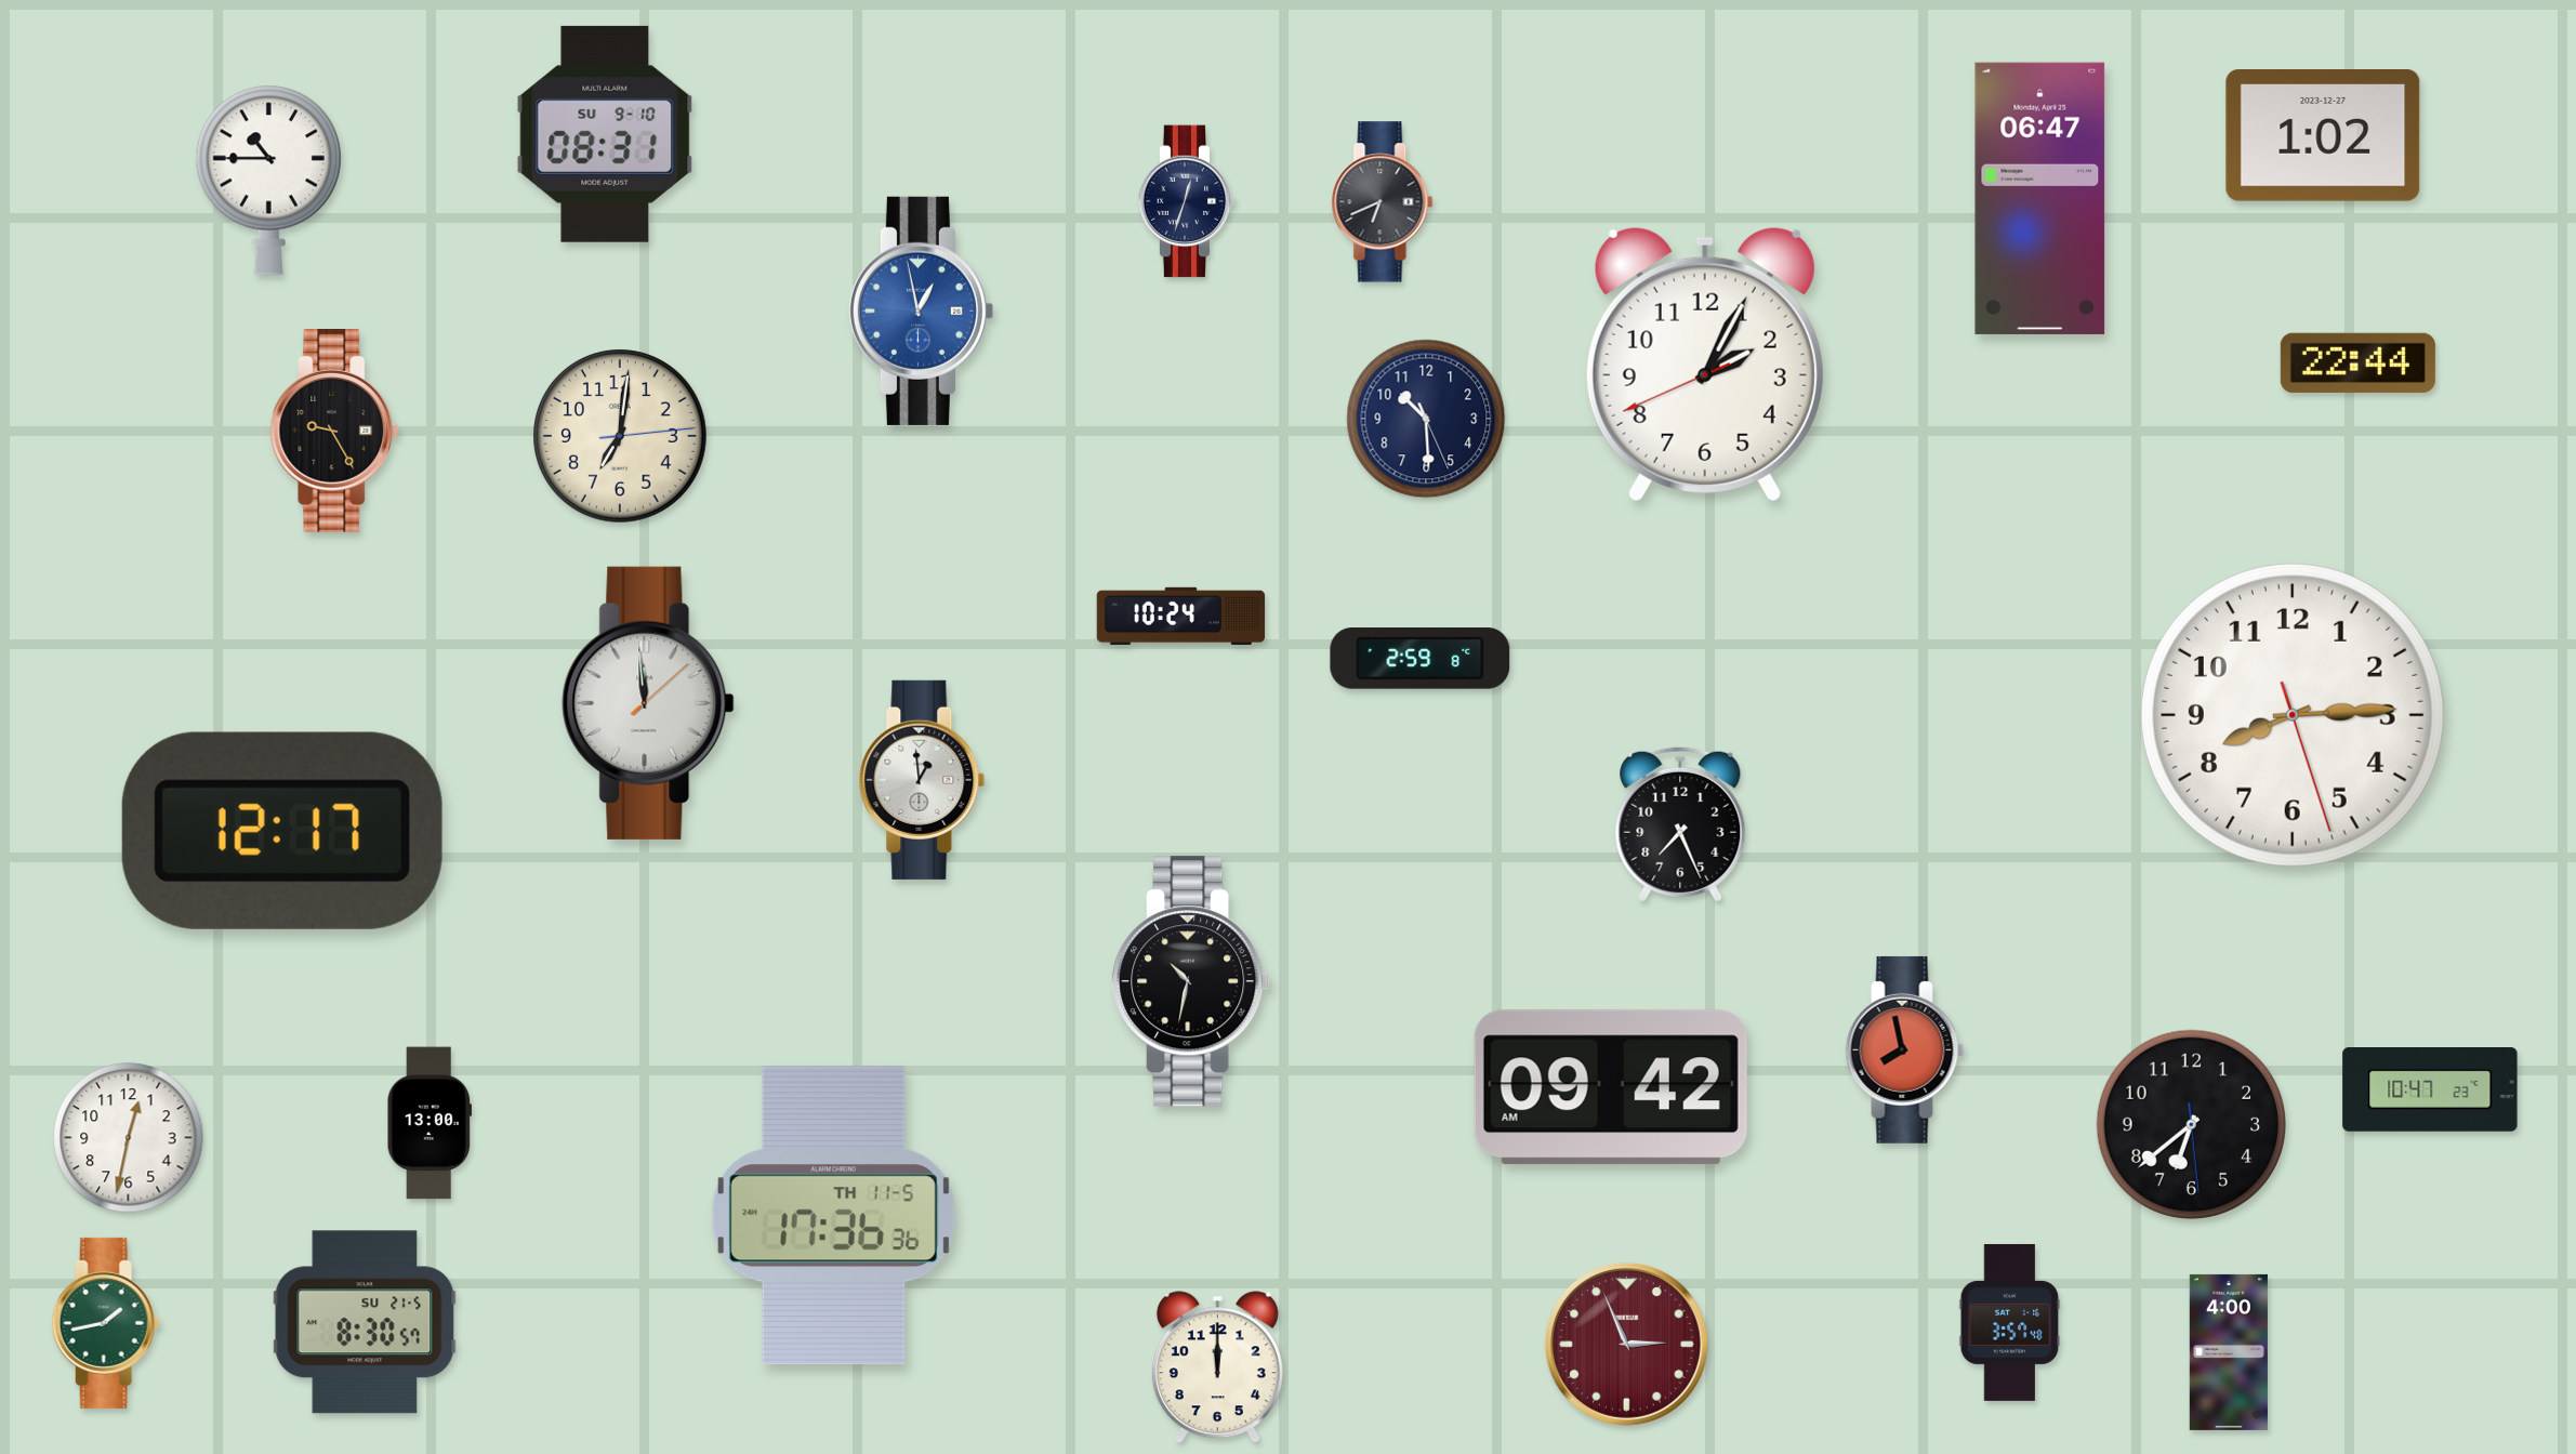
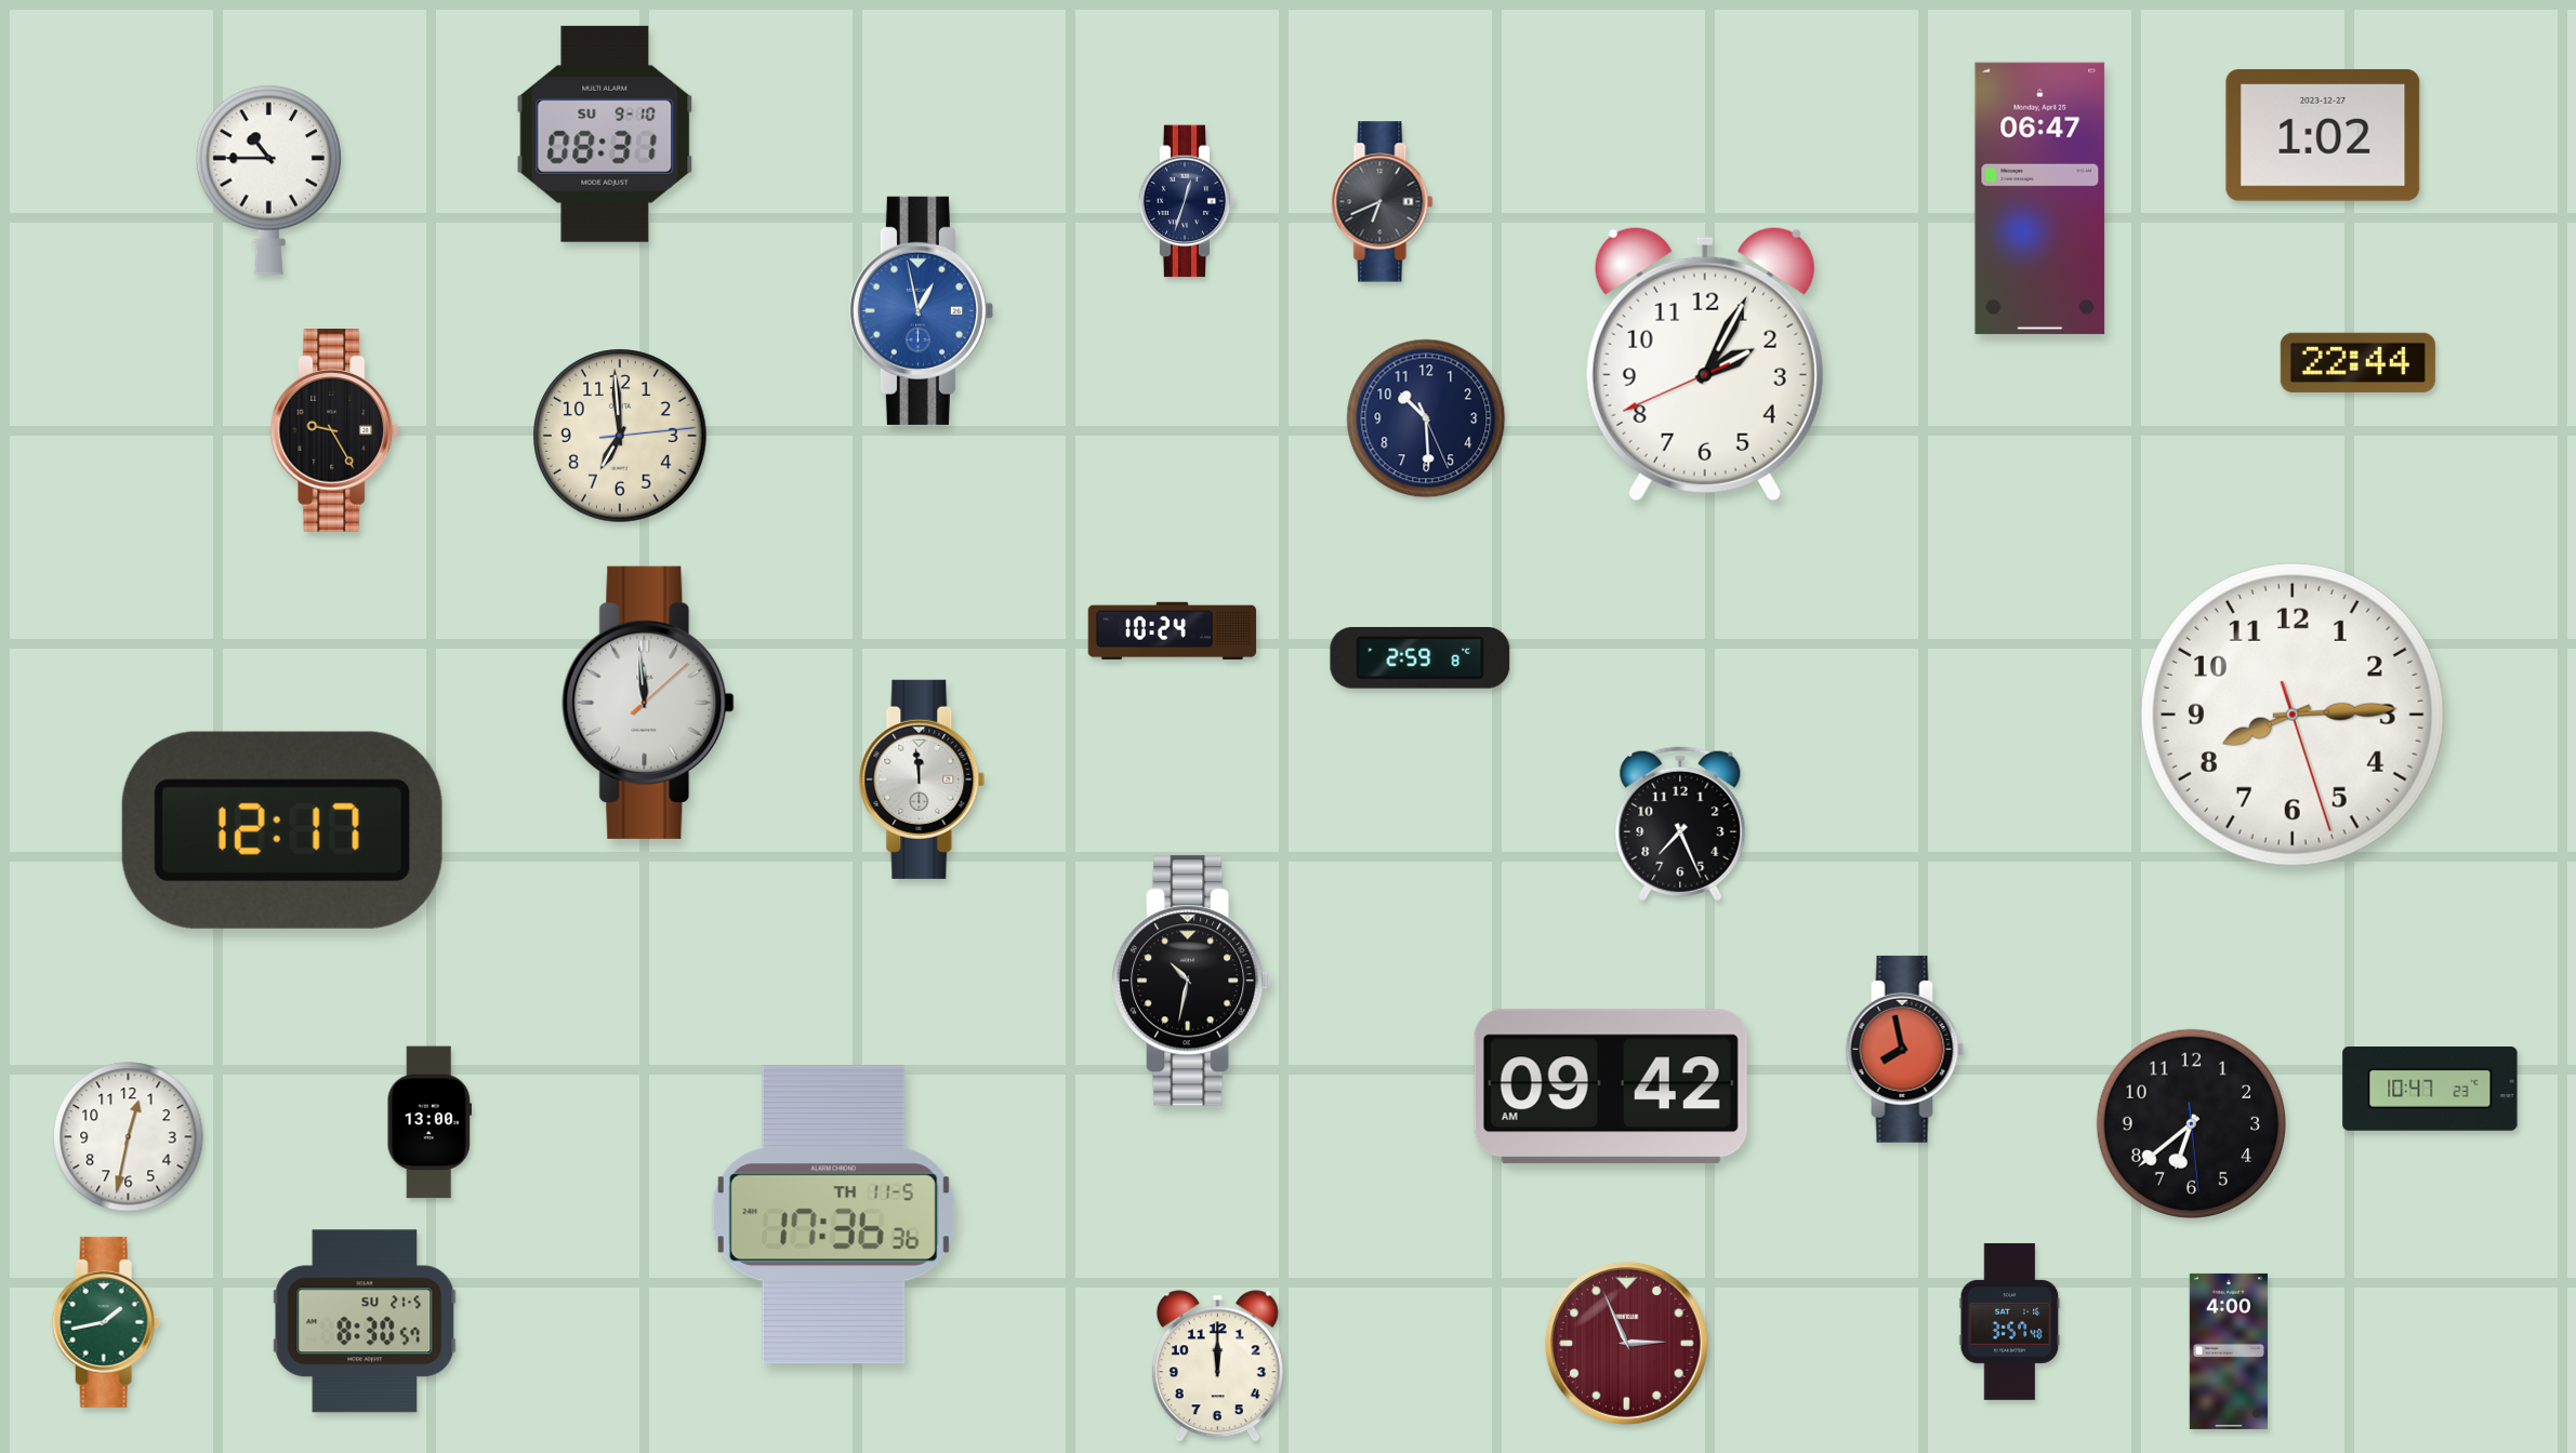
clock at (620, 436): 7:01 -> 6:59
clock at (1181, 616) position: (1181, 616) -> (1173, 630)
clock at (922, 780): 12:59 -> 11:59
